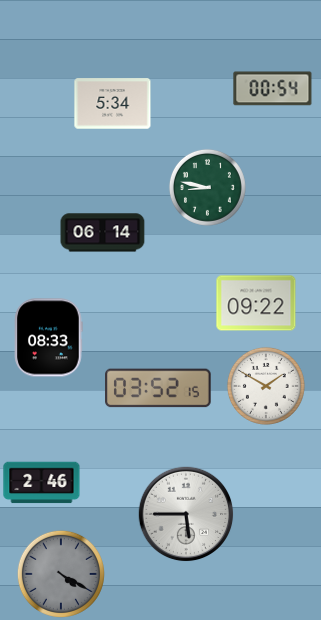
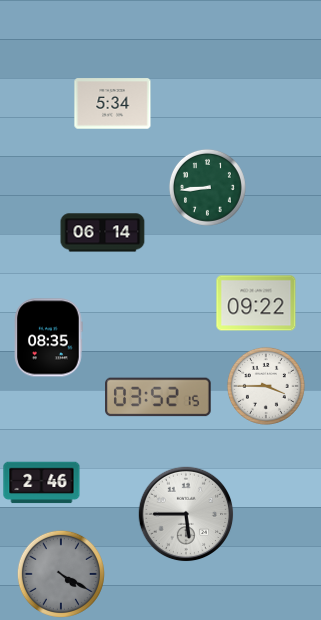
clock at (273, 89): 00:54 -> none
clock at (207, 187): 8:47 -> 8:44
clock at (49, 338): 08:33 -> 08:35
clock at (266, 386): 1:50 -> 3:45
clock at (159, 388) position: (159, 388) -> (159, 397)
